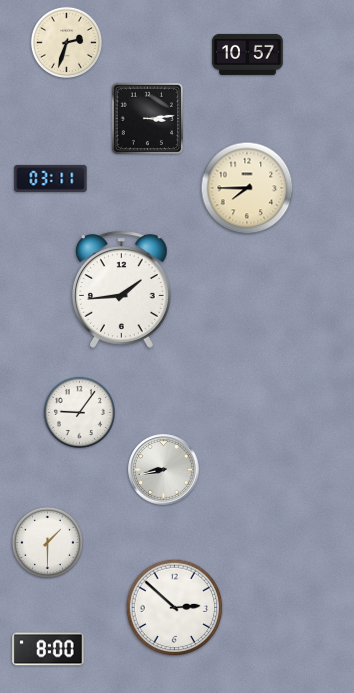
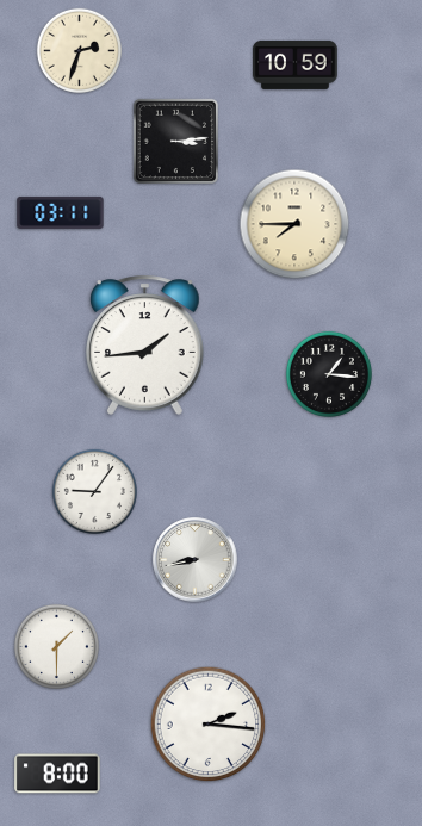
clock at (248, 54): 10:57 -> 10:59
clock at (329, 374): none -> 1:16
clock at (175, 608): 2:52 -> 2:16
